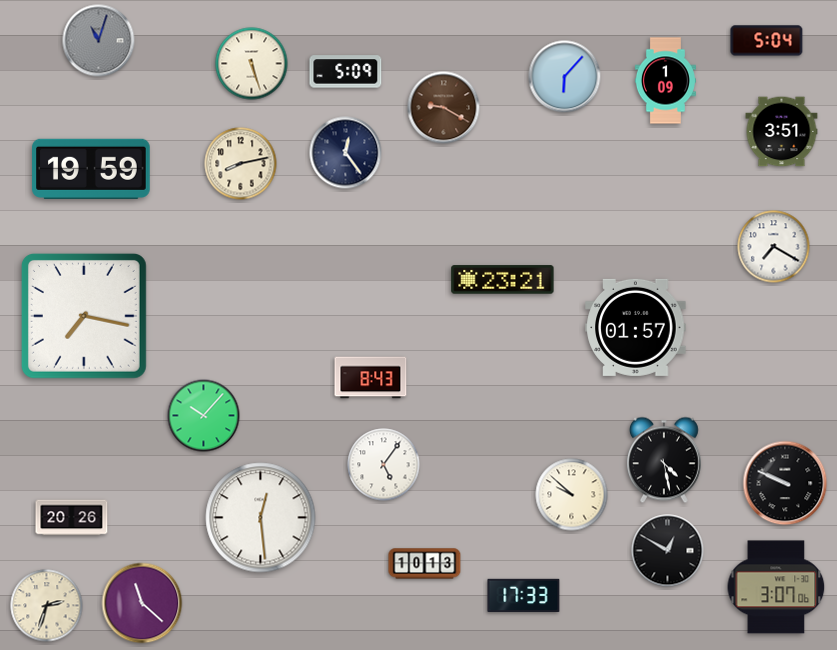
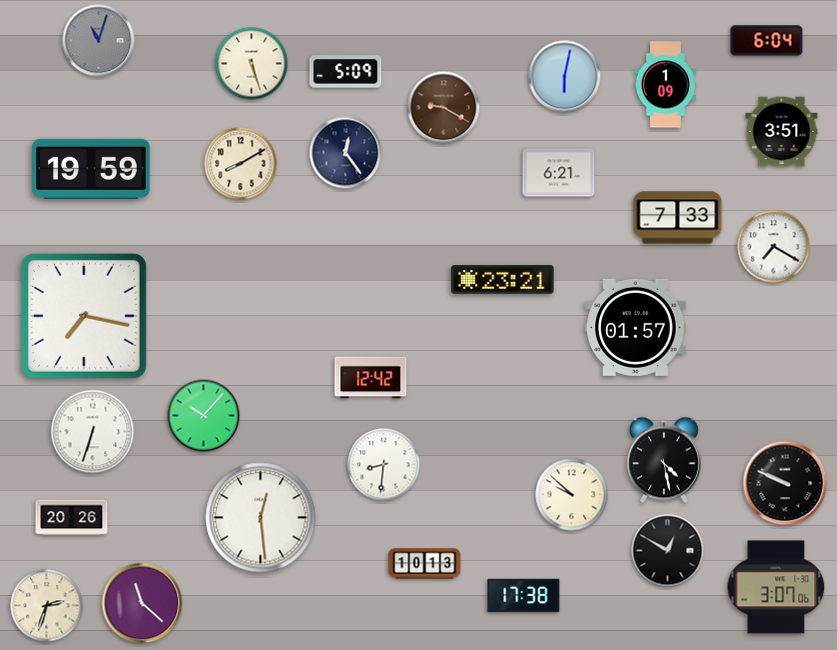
clock at (767, 41): 5:04 -> 6:04
clock at (565, 77): 6:07 -> 6:02
clock at (665, 81) position: (665, 81) -> (665, 85)
clock at (241, 164): 8:13 -> 8:10
clock at (559, 173): none -> 6:21
clock at (678, 218): none -> 7:33
clock at (371, 378): 8:43 -> 12:42
clock at (93, 432): none -> 6:33
clock at (384, 465): 5:06 -> 8:31
clock at (524, 596): 17:33 -> 17:38
